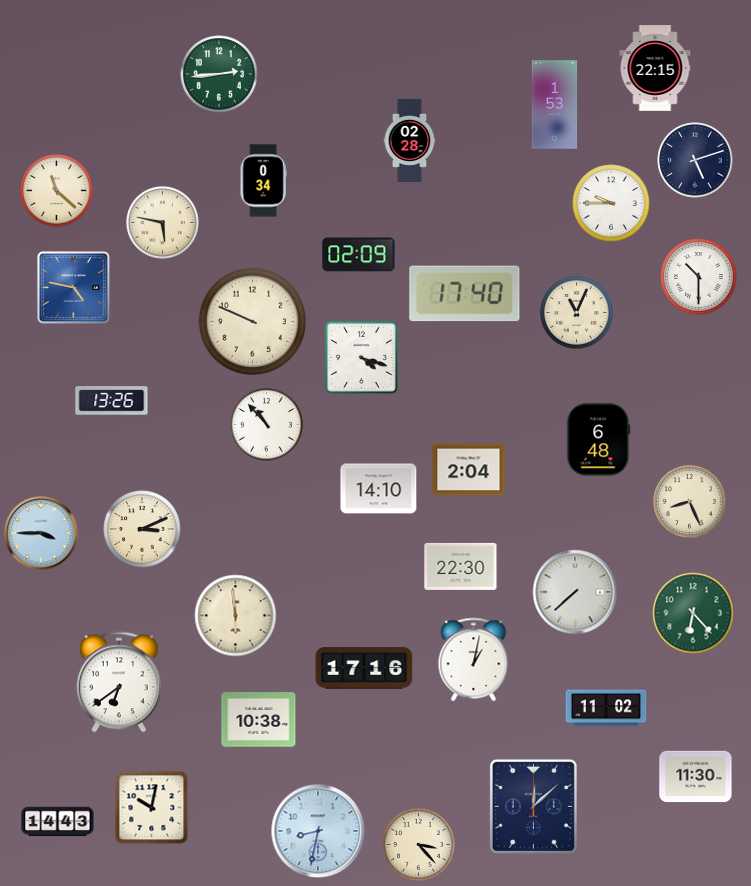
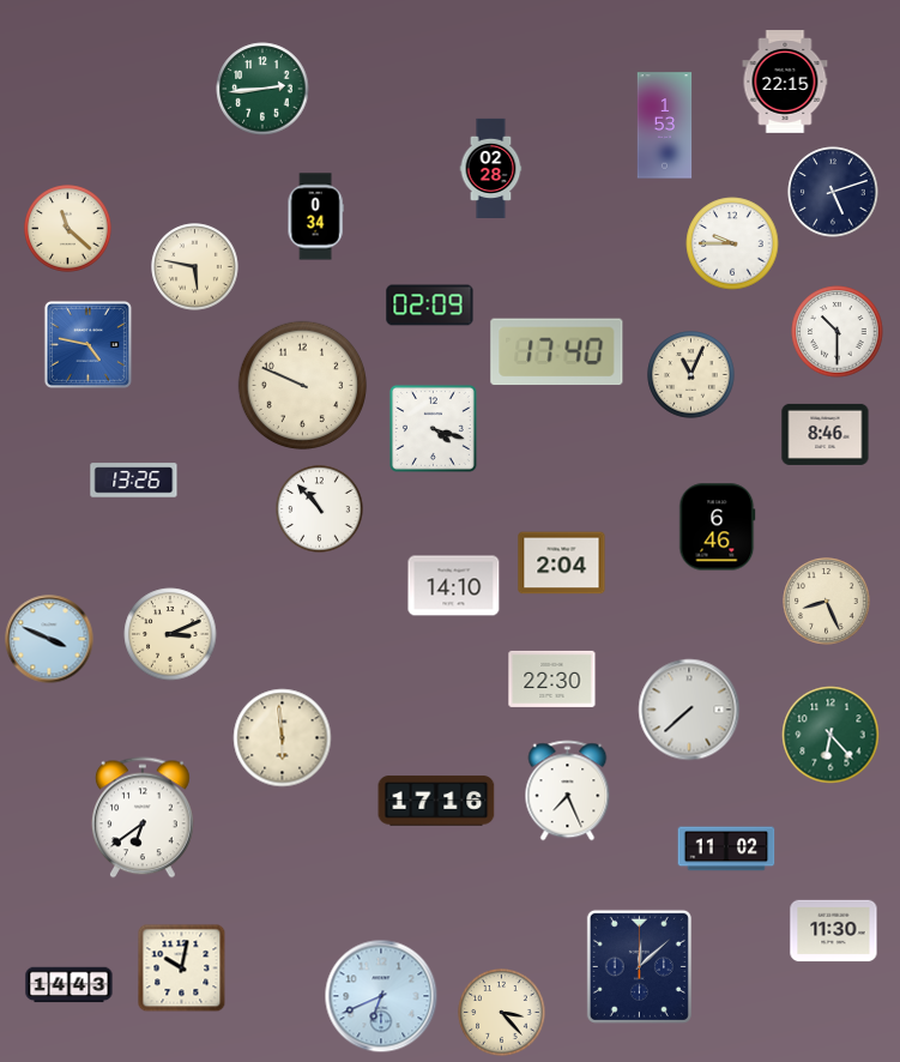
clock at (826, 434): none -> 8:46
clock at (599, 440): 6:48 -> 6:46
clock at (41, 533): 3:45 -> 3:49
clock at (474, 660): 1:02 -> 7:26
clock at (259, 720): 10:38 -> none
clock at (318, 831): 8:32 -> 6:41
